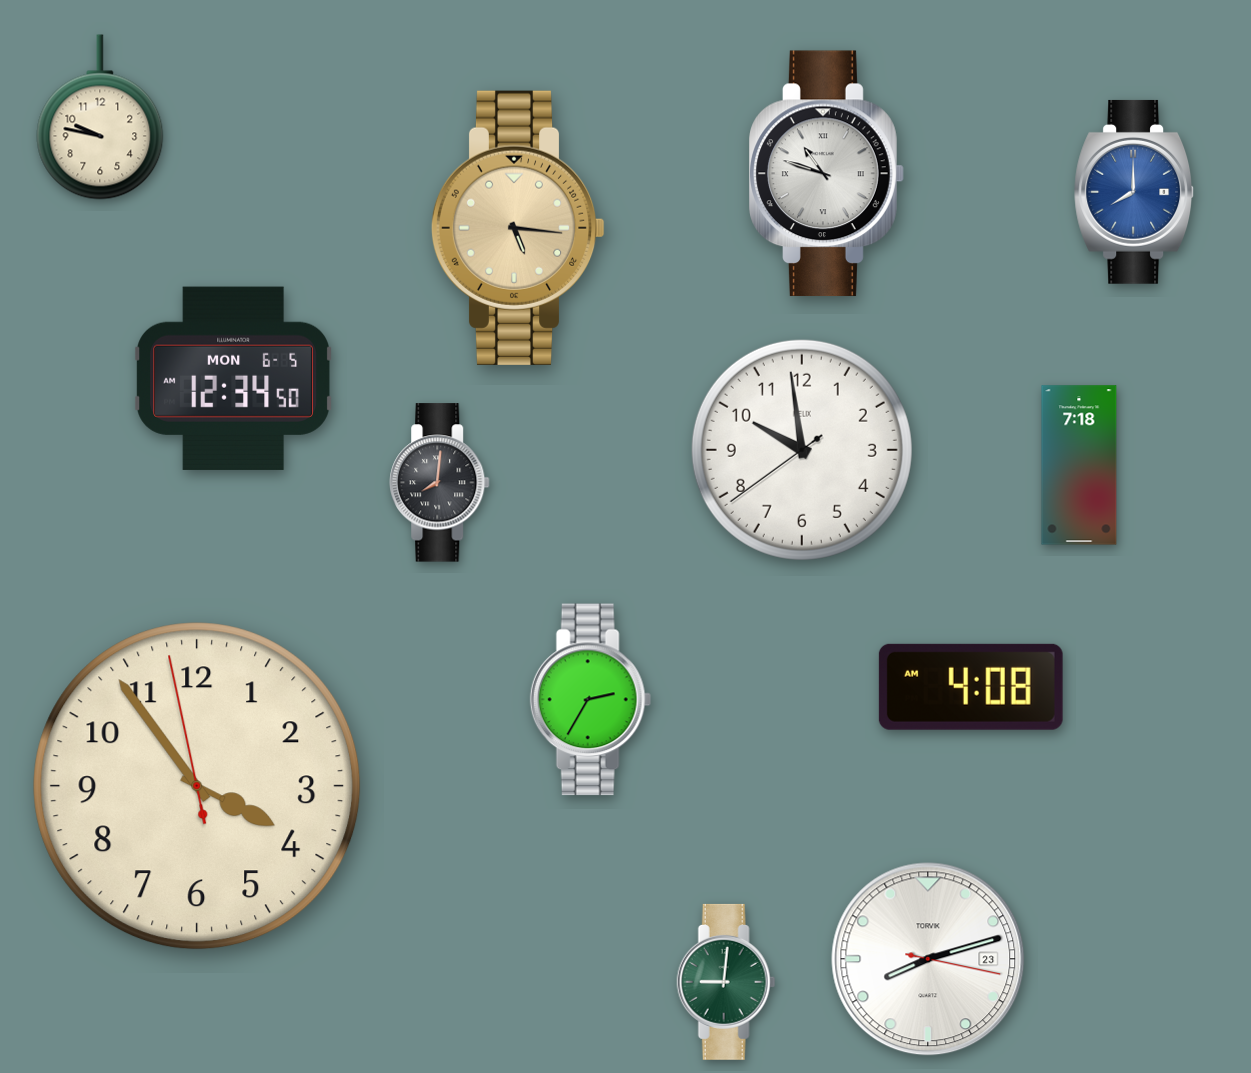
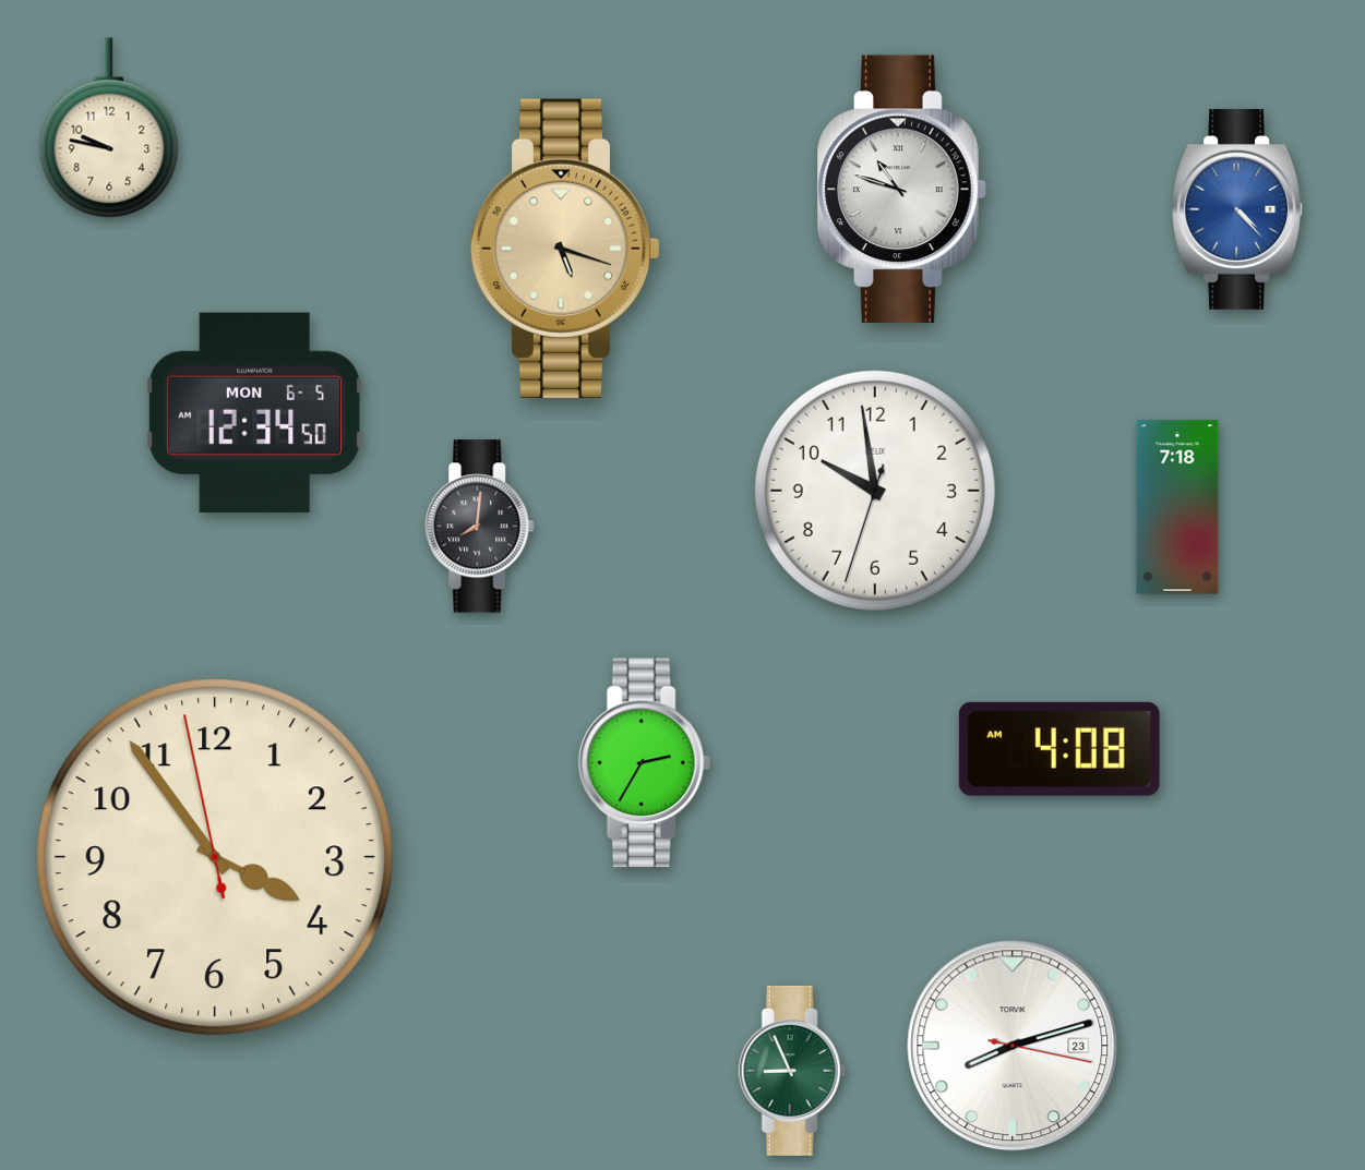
clock at (1134, 192): 8:00 -> 4:23
clock at (518, 228): 5:16 -> 5:18
clock at (802, 450): 9:58:39 -> 9:58:33
clock at (726, 982): 9:01 -> 8:56
